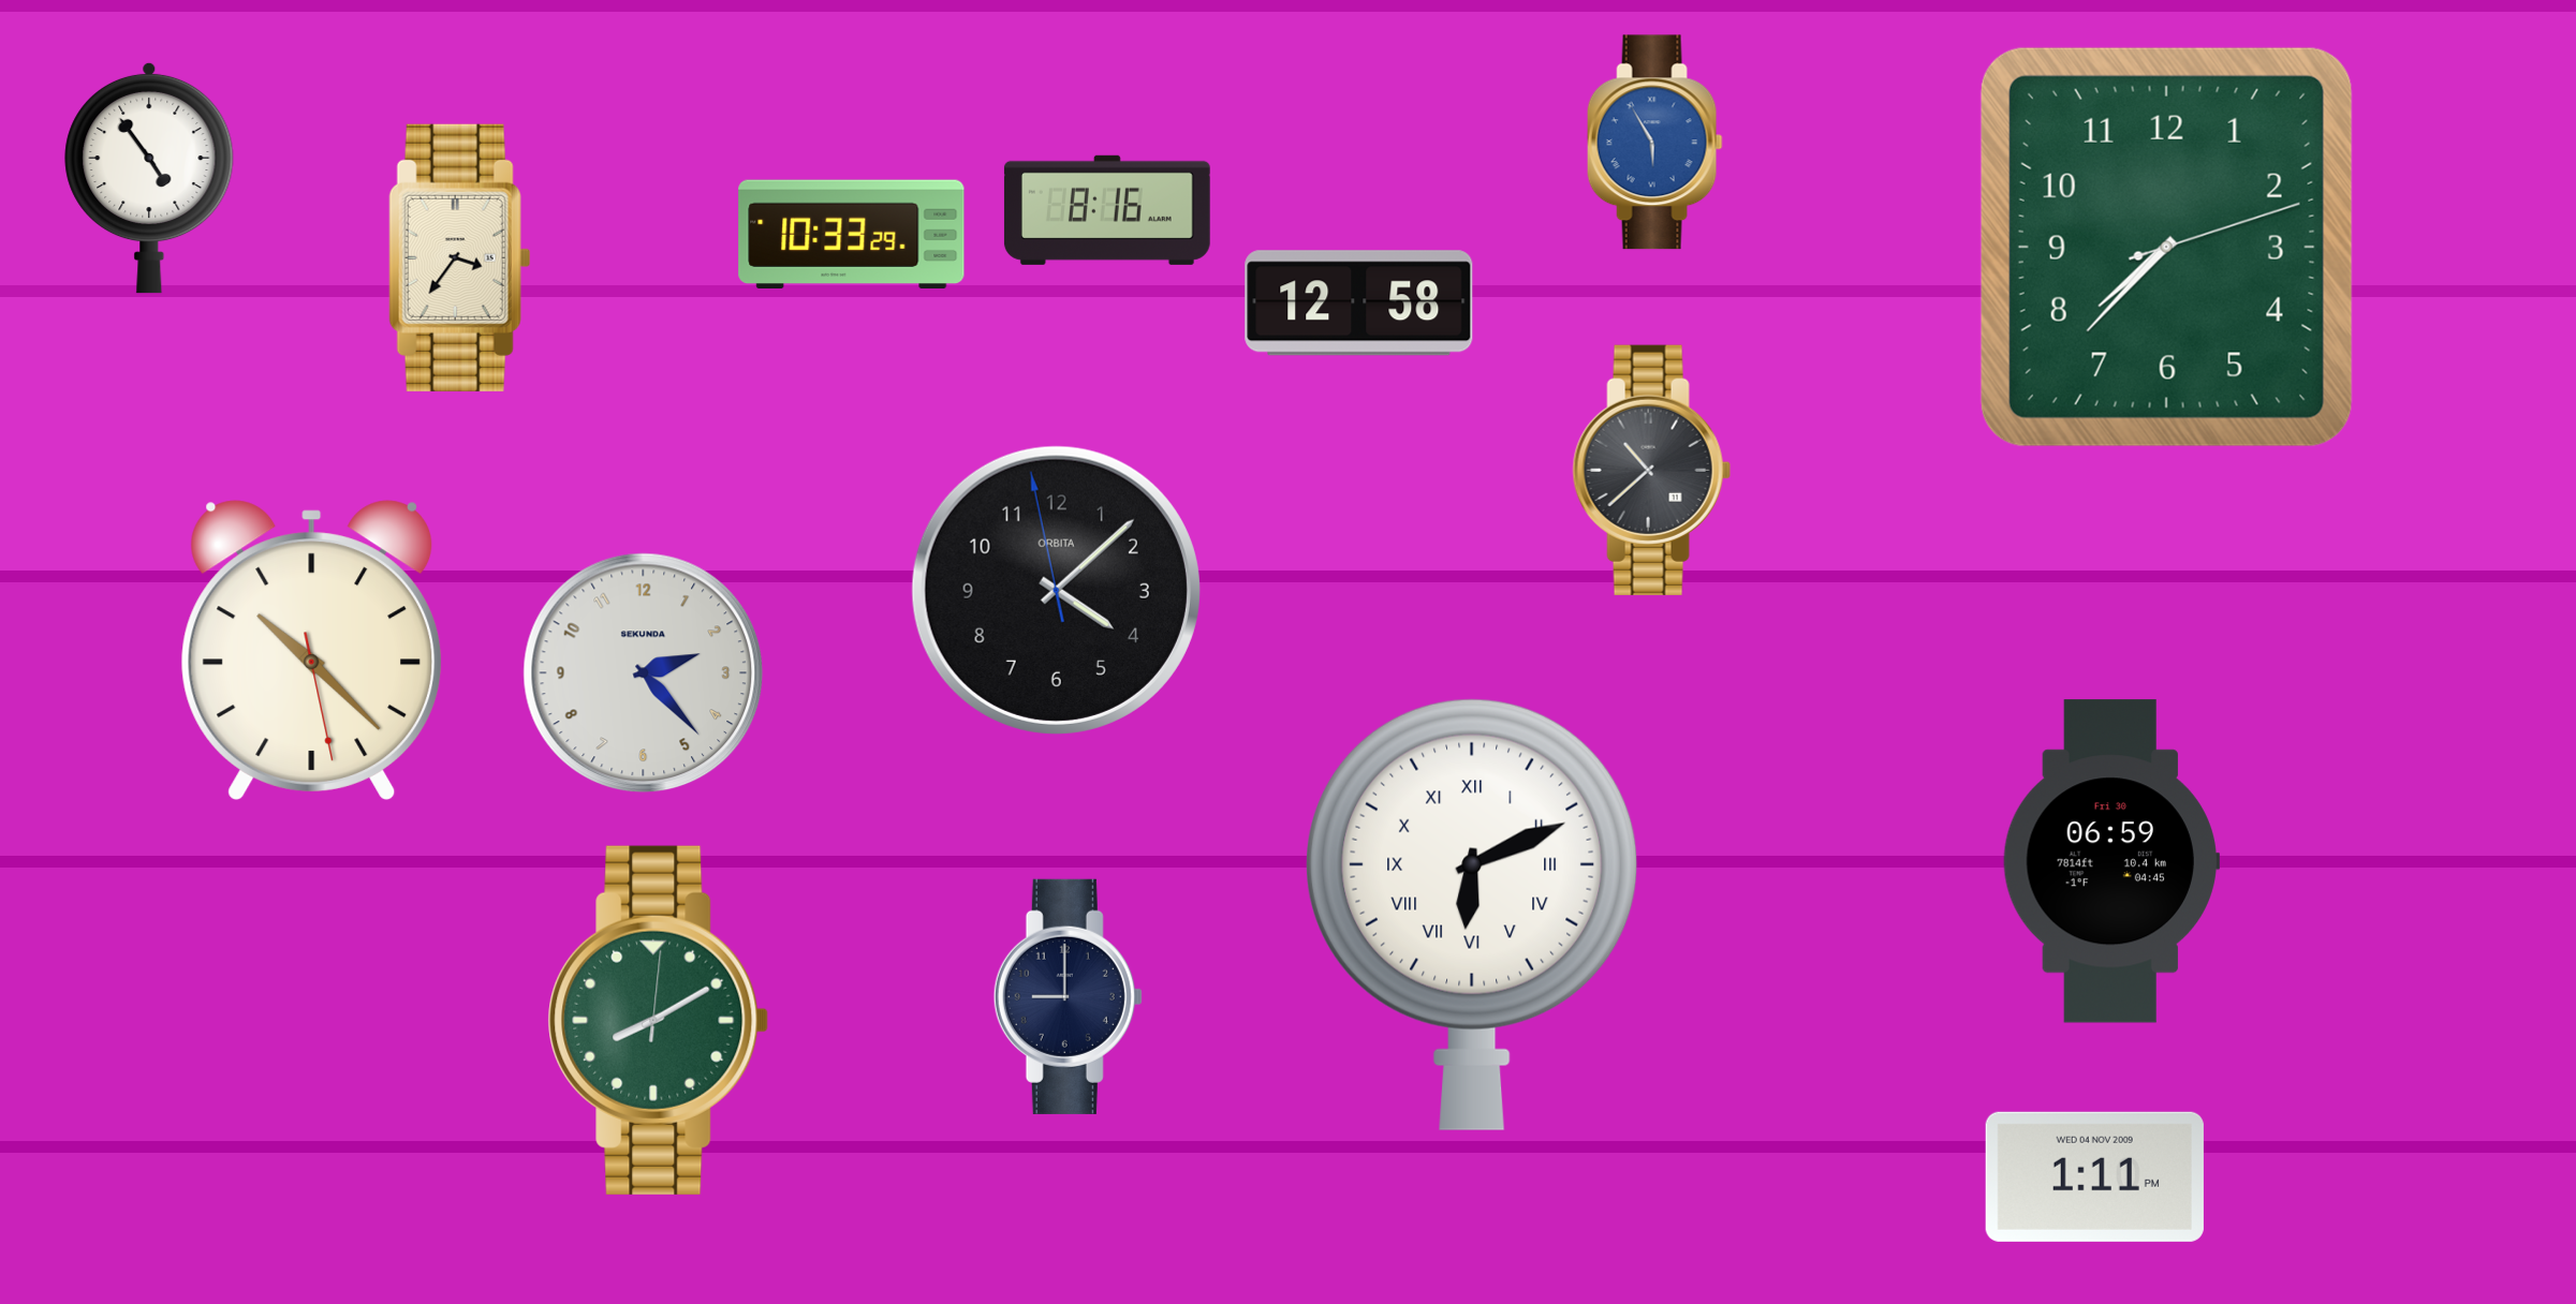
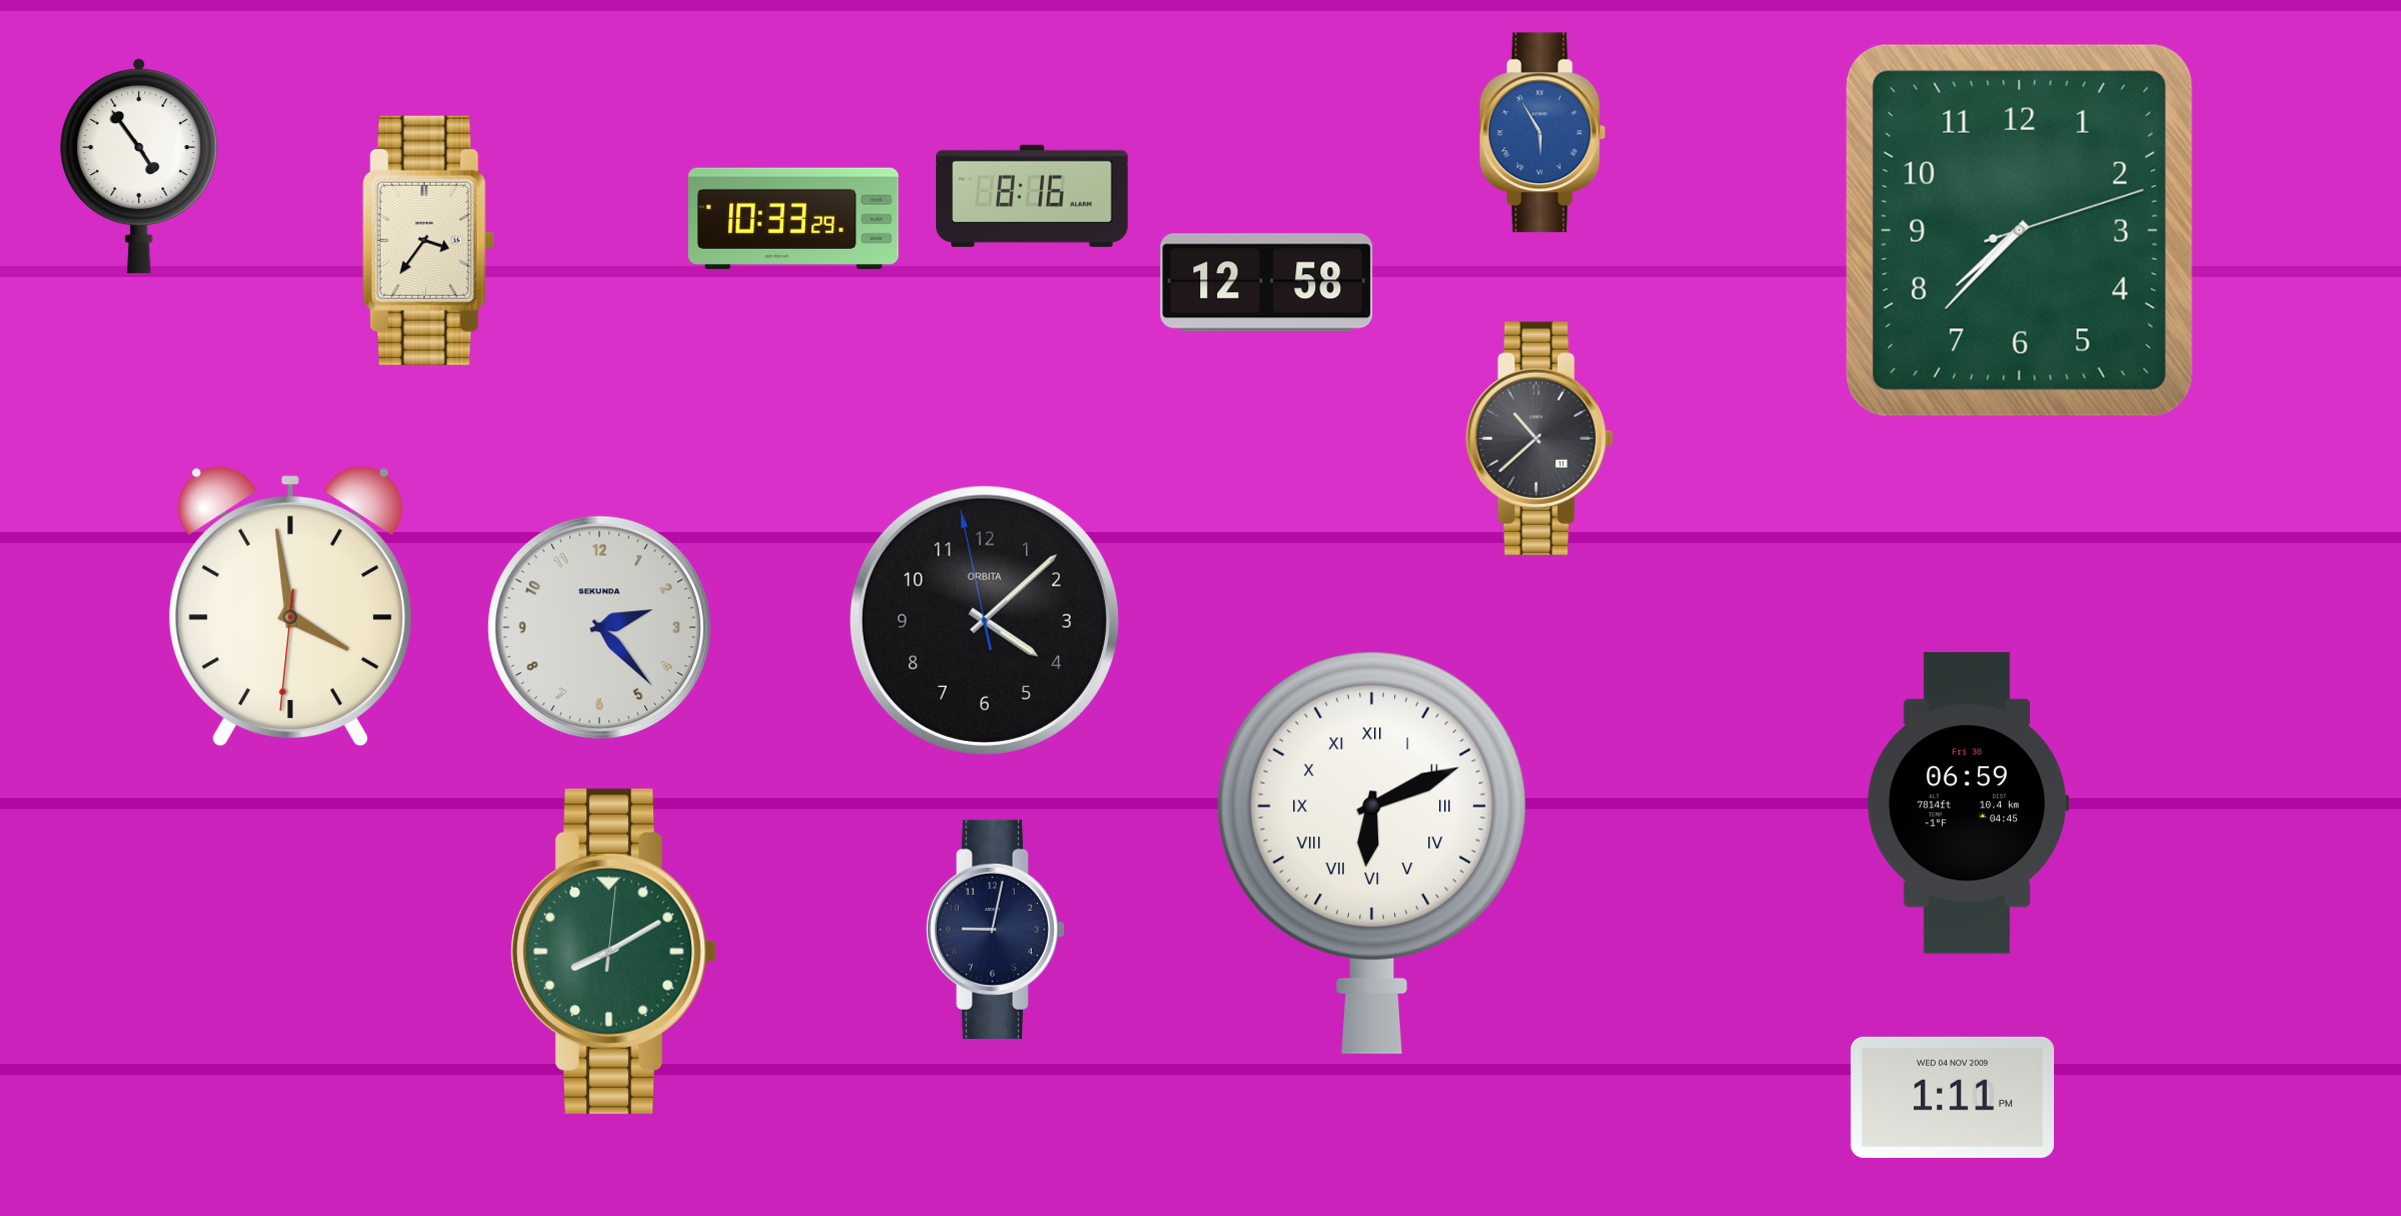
clock at (1056, 590) position: (1056, 590) -> (984, 620)
clock at (312, 650): 10:22 -> 3:58
clock at (1068, 996): 9:00 -> 9:02
